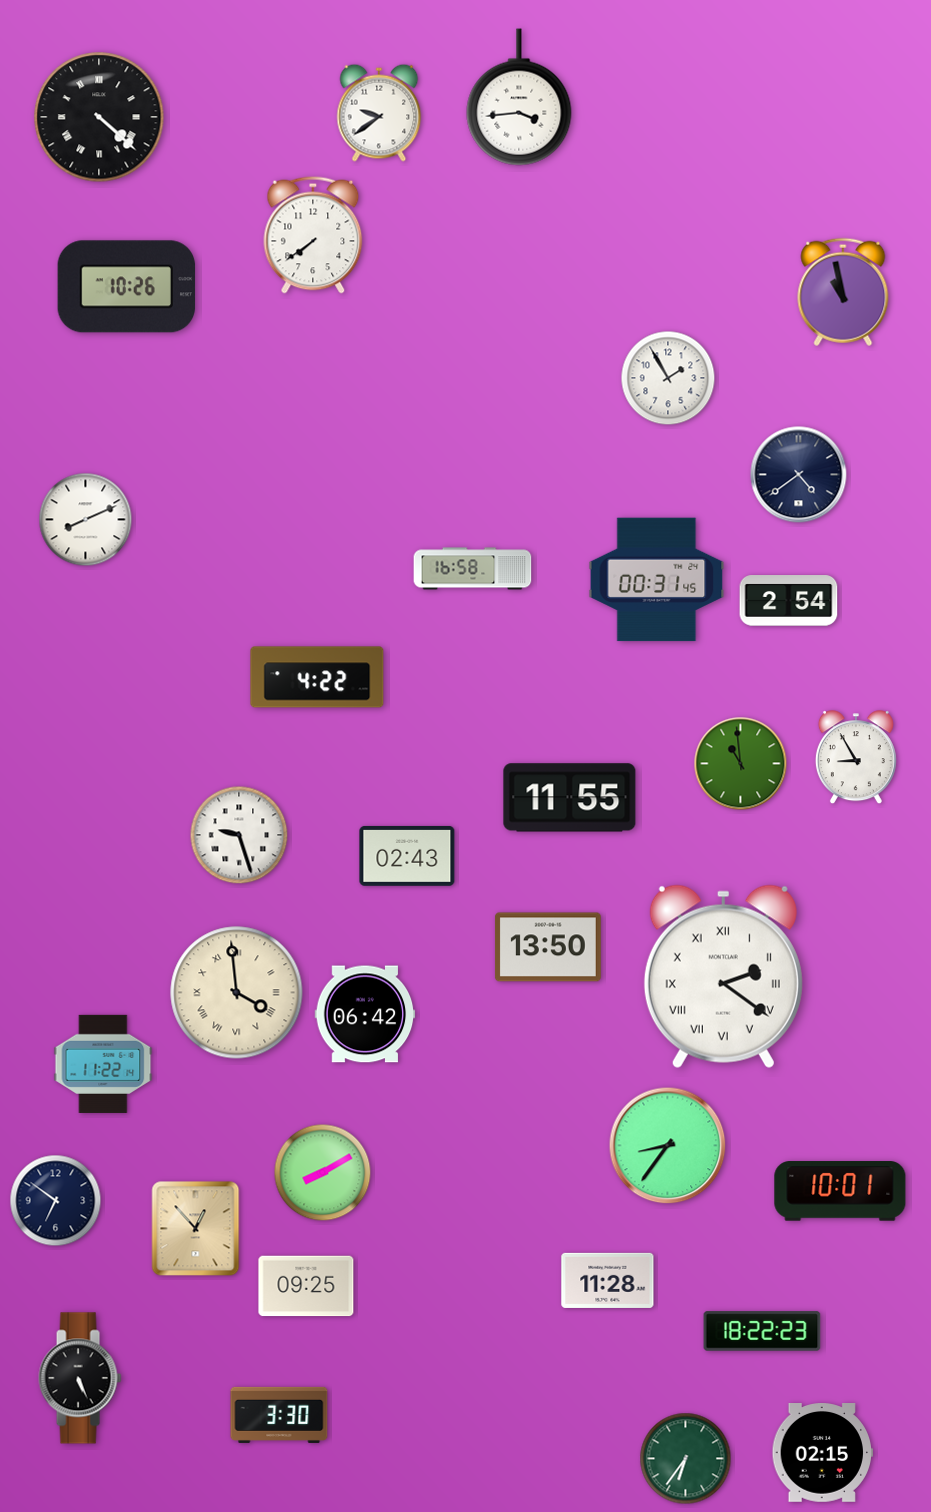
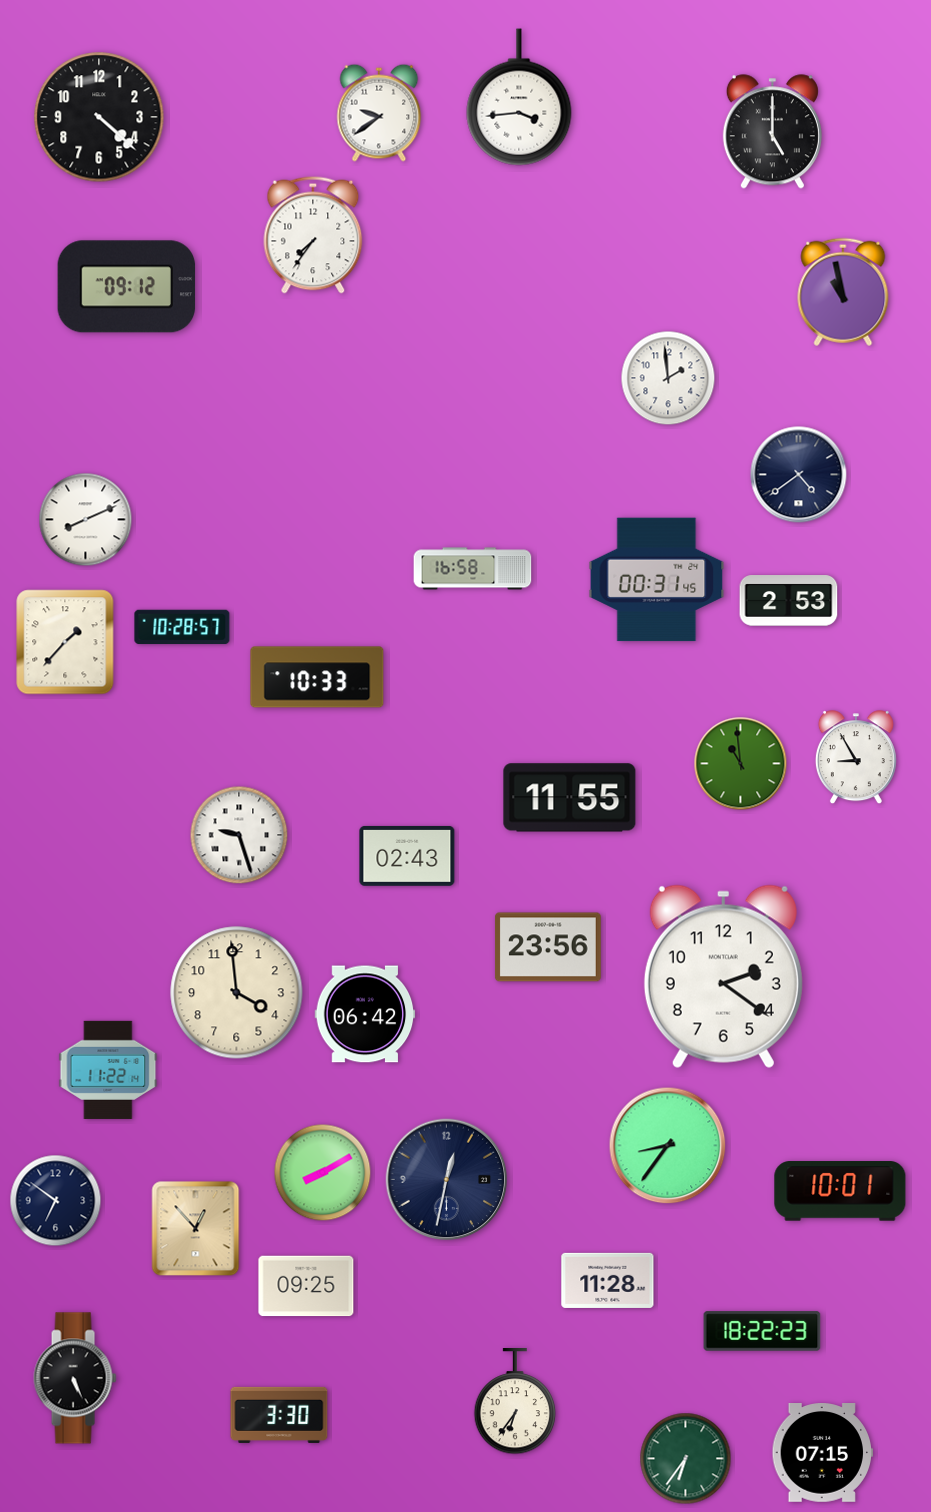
clock at (99, 117) numerals: Roman -> Arabic
clock at (772, 132): none -> 5:00
clock at (313, 235): 7:39 -> 7:36
clock at (127, 287): 10:26 -> 09:12
clock at (668, 378): 1:55 -> 1:59
clock at (789, 601): 2:54 -> 2:53
clock at (182, 627): none -> 10:28
clock at (65, 642): none -> 1:37
clock at (317, 677): 4:22 -> 10:33
clock at (548, 947): 13:50 -> 23:56
clock at (723, 976) numerals: Roman -> Arabic
clock at (237, 993) numerals: Roman -> Arabic
clock at (103, 1064) position: (103, 1064) -> (108, 1070)
clock at (447, 1180): none -> 12:32
clock at (80, 1378) position: (80, 1378) -> (75, 1378)
clock at (515, 1402): none -> 6:36
clock at (823, 1453): 02:15 -> 07:15
